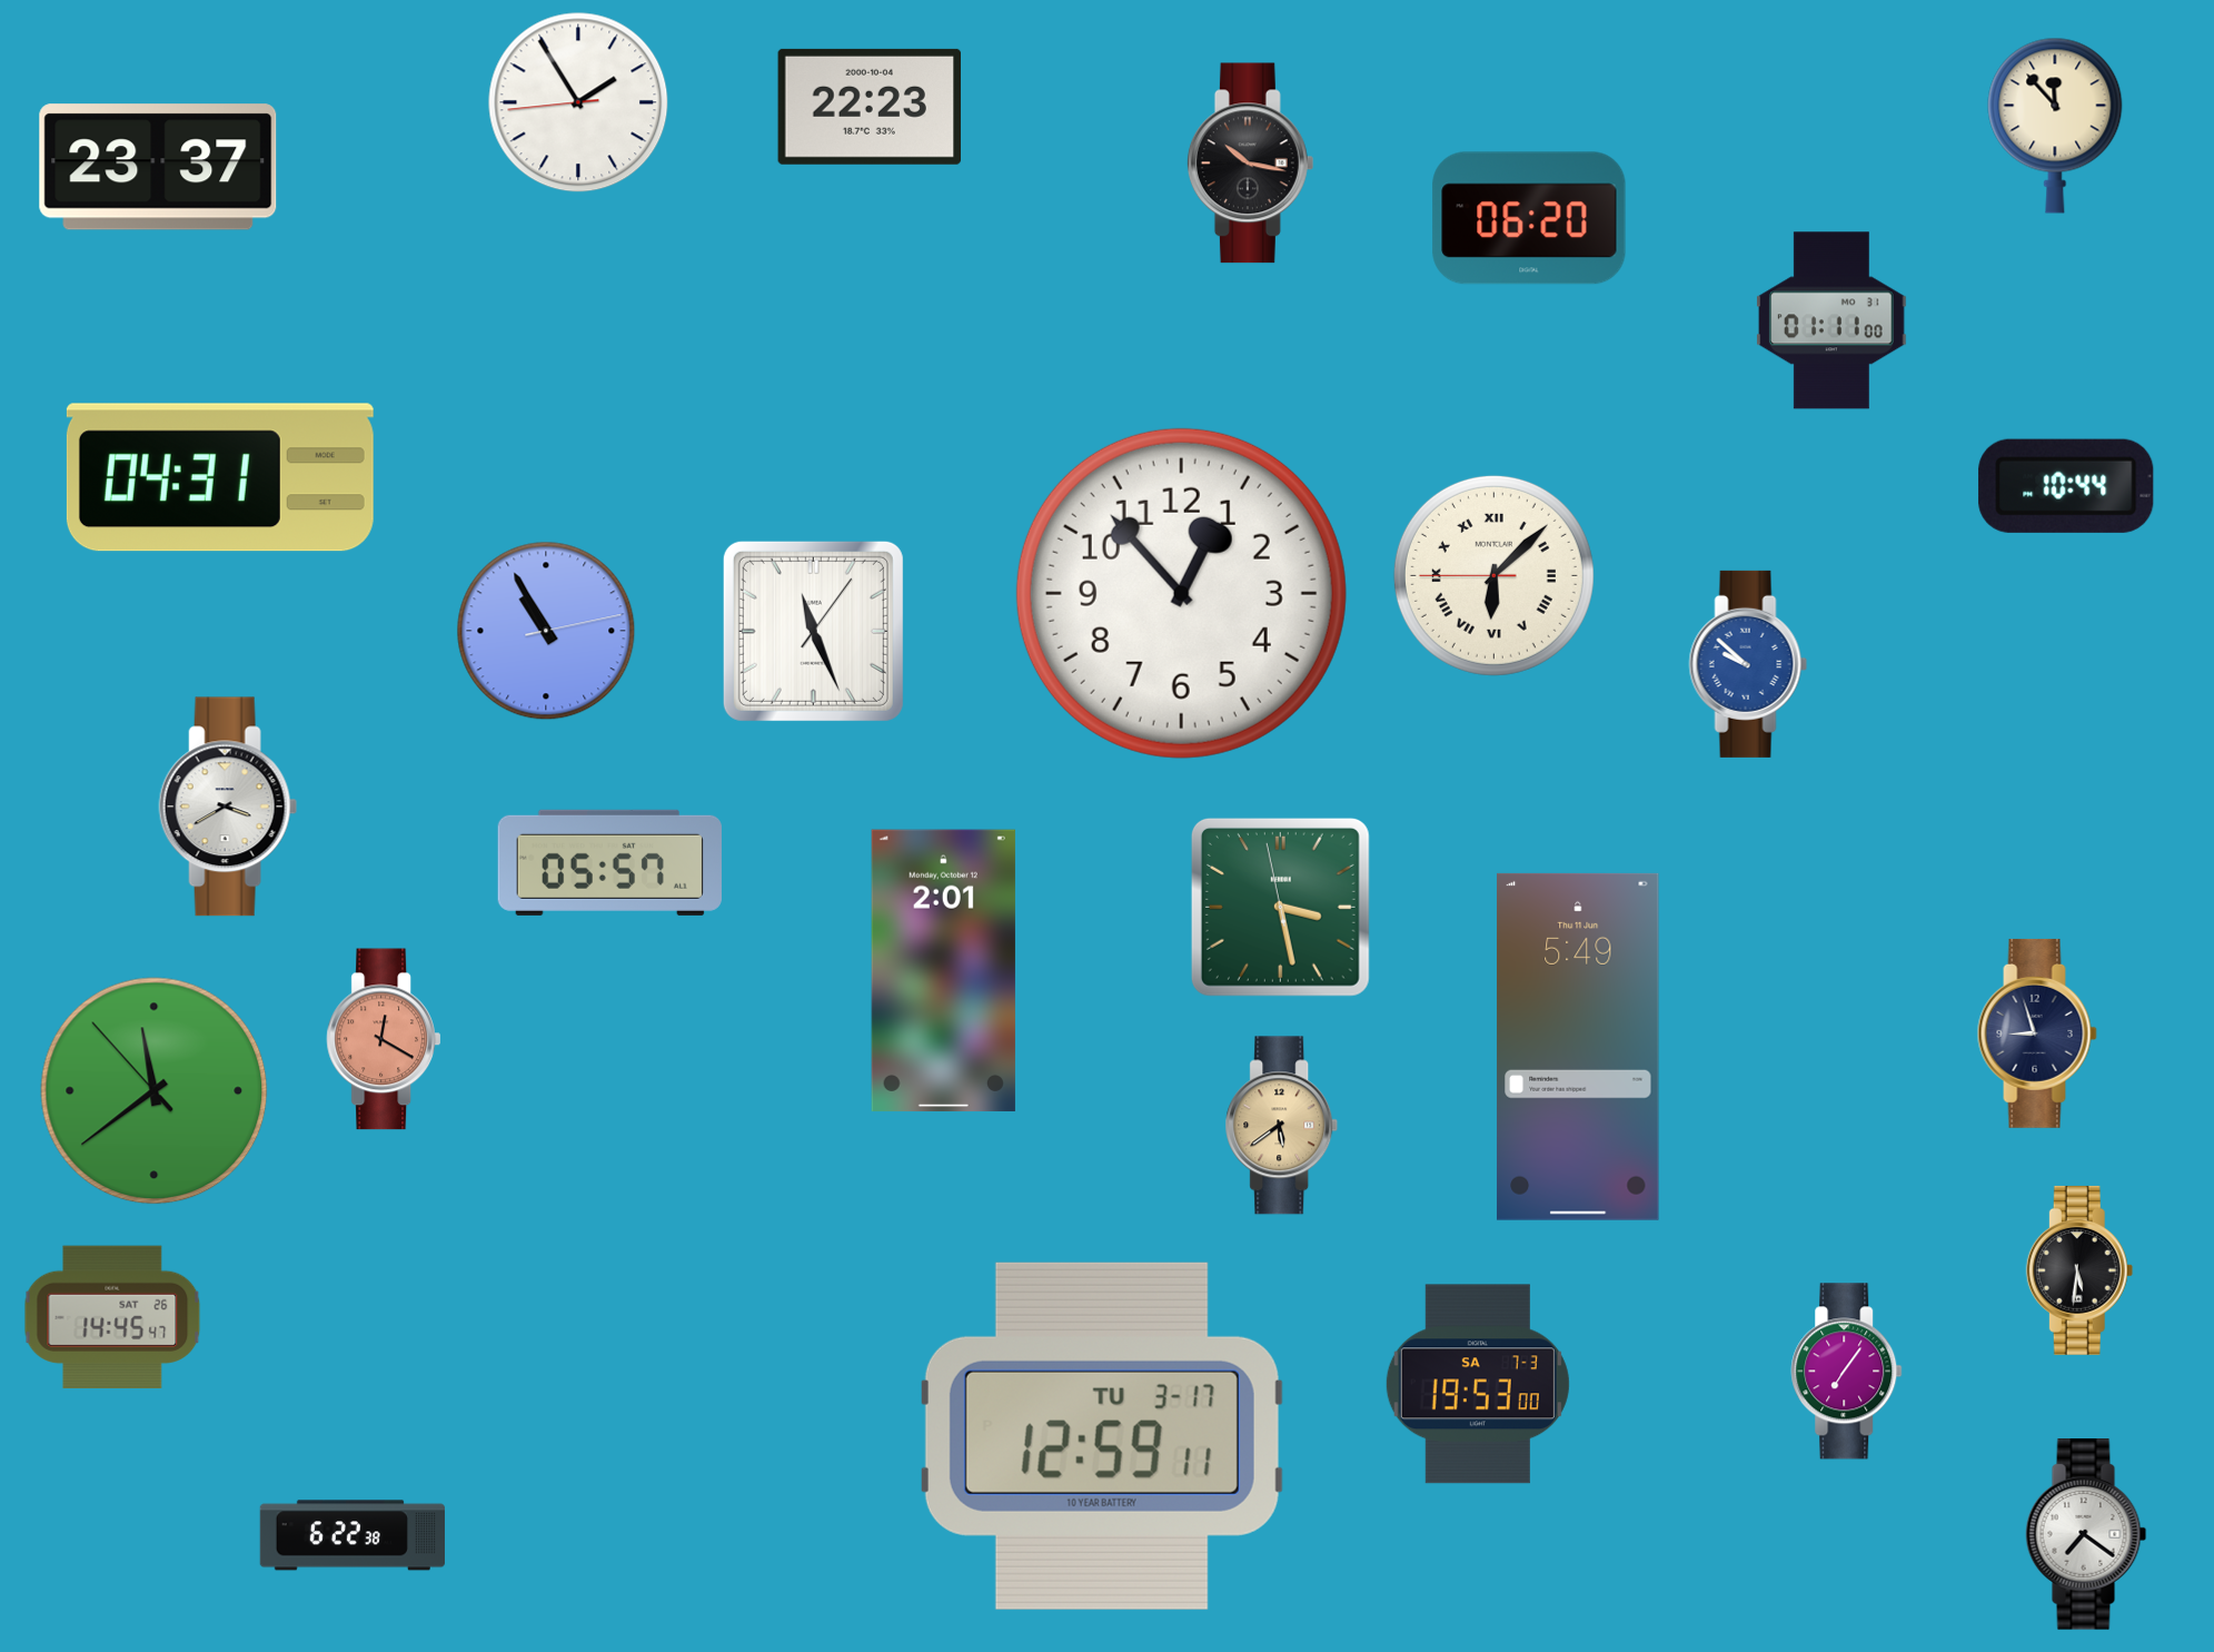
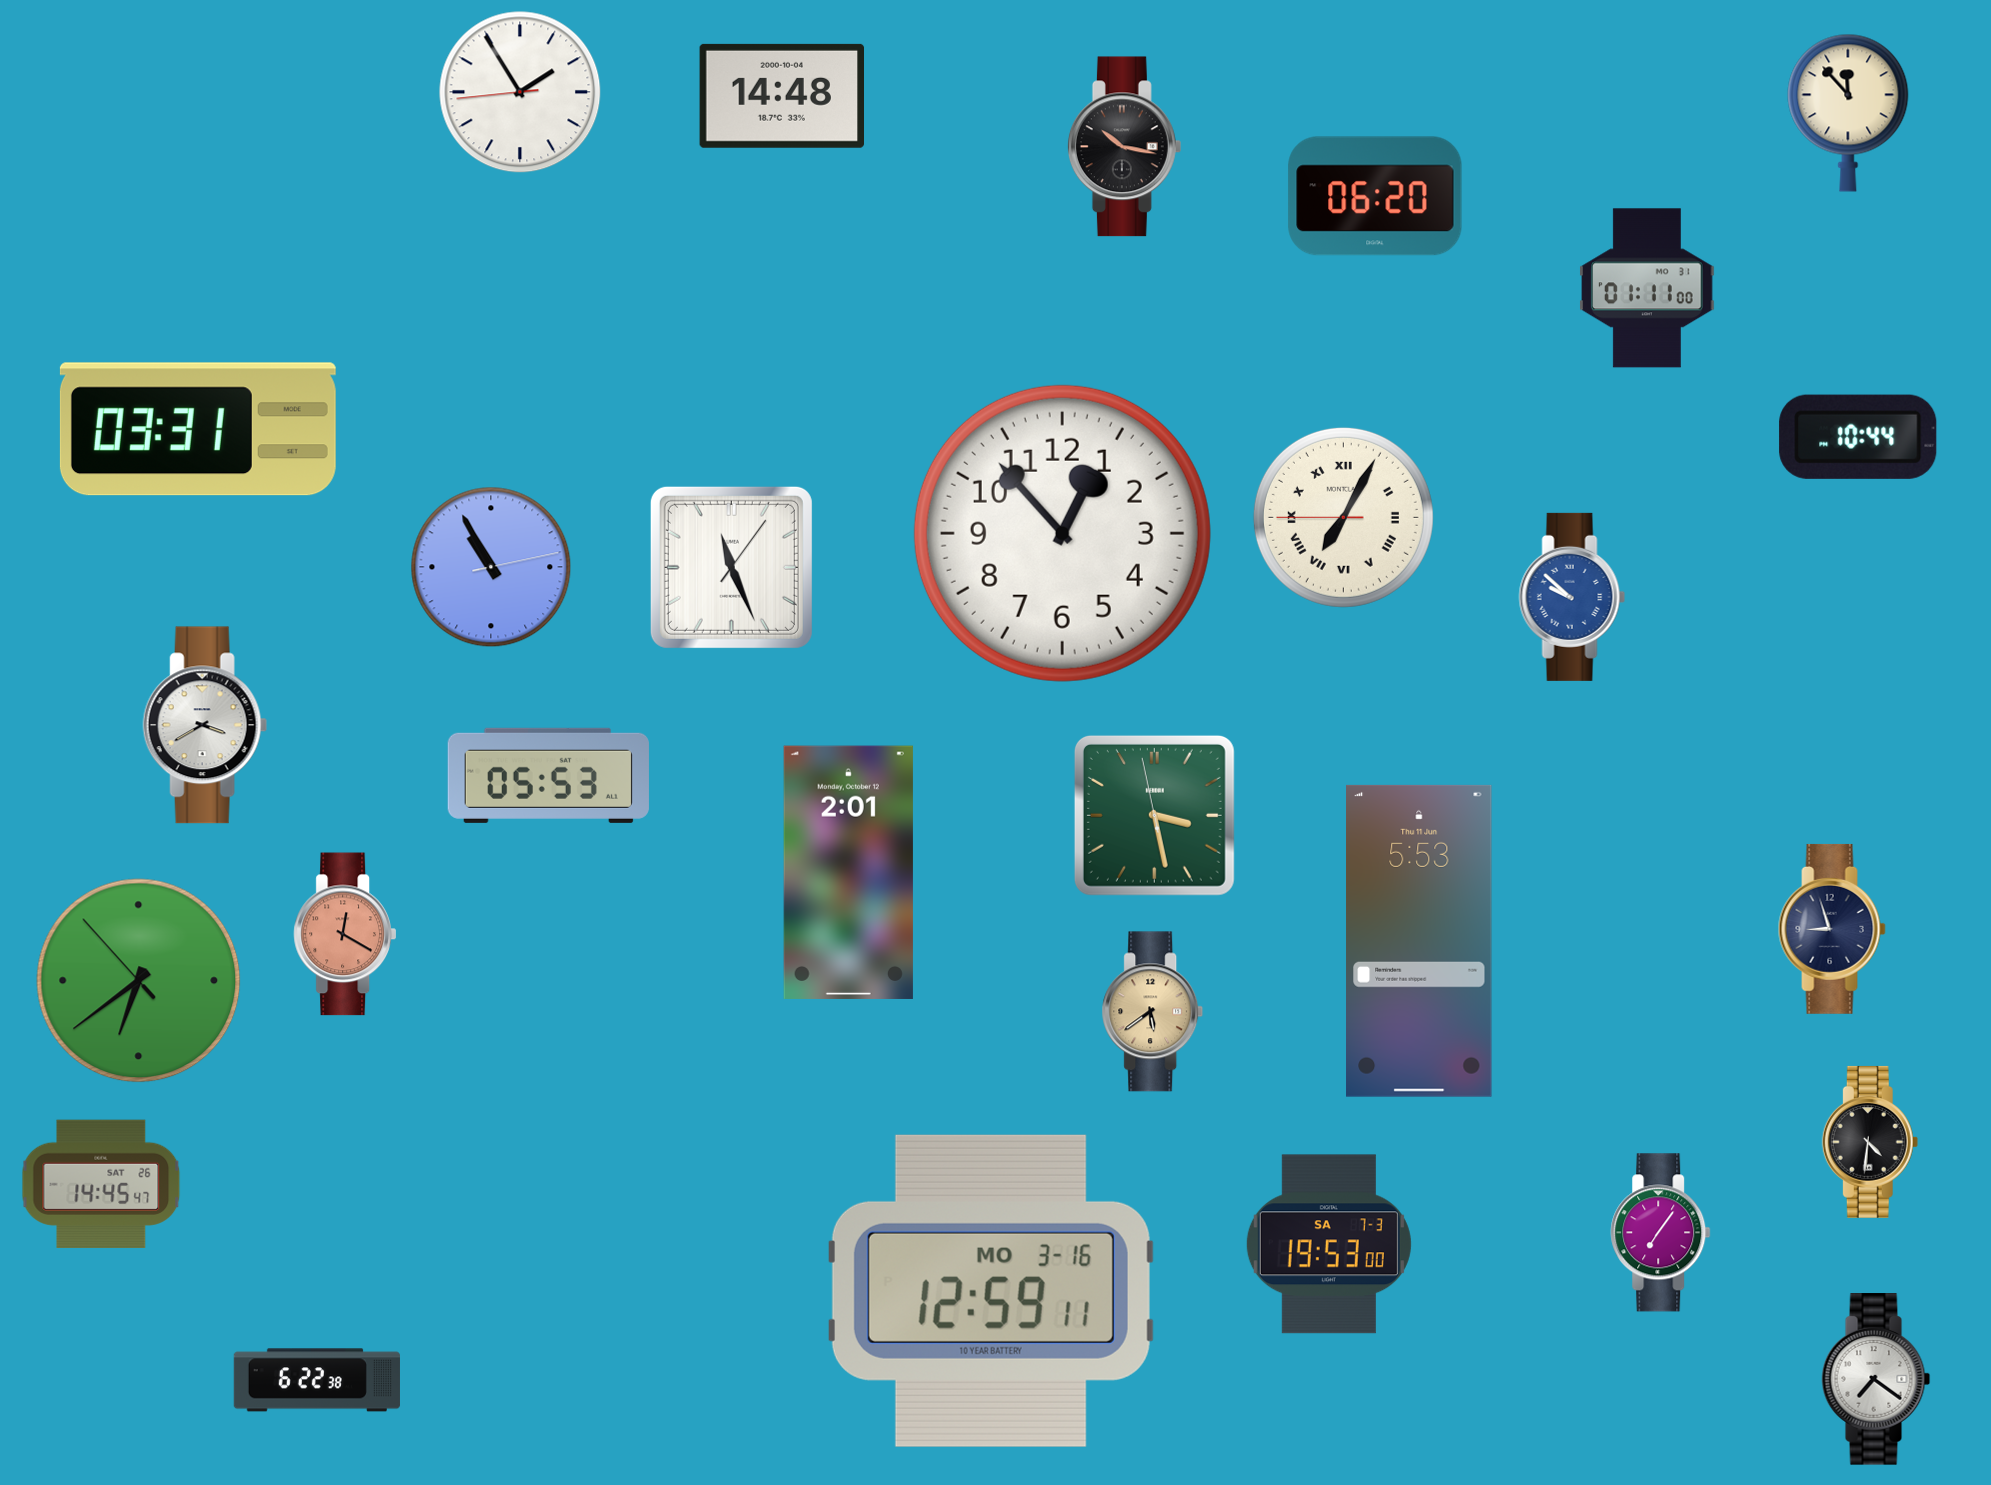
clock at (868, 107): 22:23 -> 14:48
clock at (158, 167): 23:37 -> none
clock at (220, 477): 04:31 -> 03:31
clock at (1493, 575): 6:07 -> 7:04
clock at (609, 862): 05:57 -> 05:53
clock at (1280, 907) position: (1280, 907) -> (1154, 815)
clock at (1578, 1047): 5:49 -> 5:53
clock at (155, 1091): 11:38 -> 6:38
clock at (2079, 1270): 5:31 -> 4:31
clock at (1102, 1436) date: TU 3-17 -> MO 3-16
